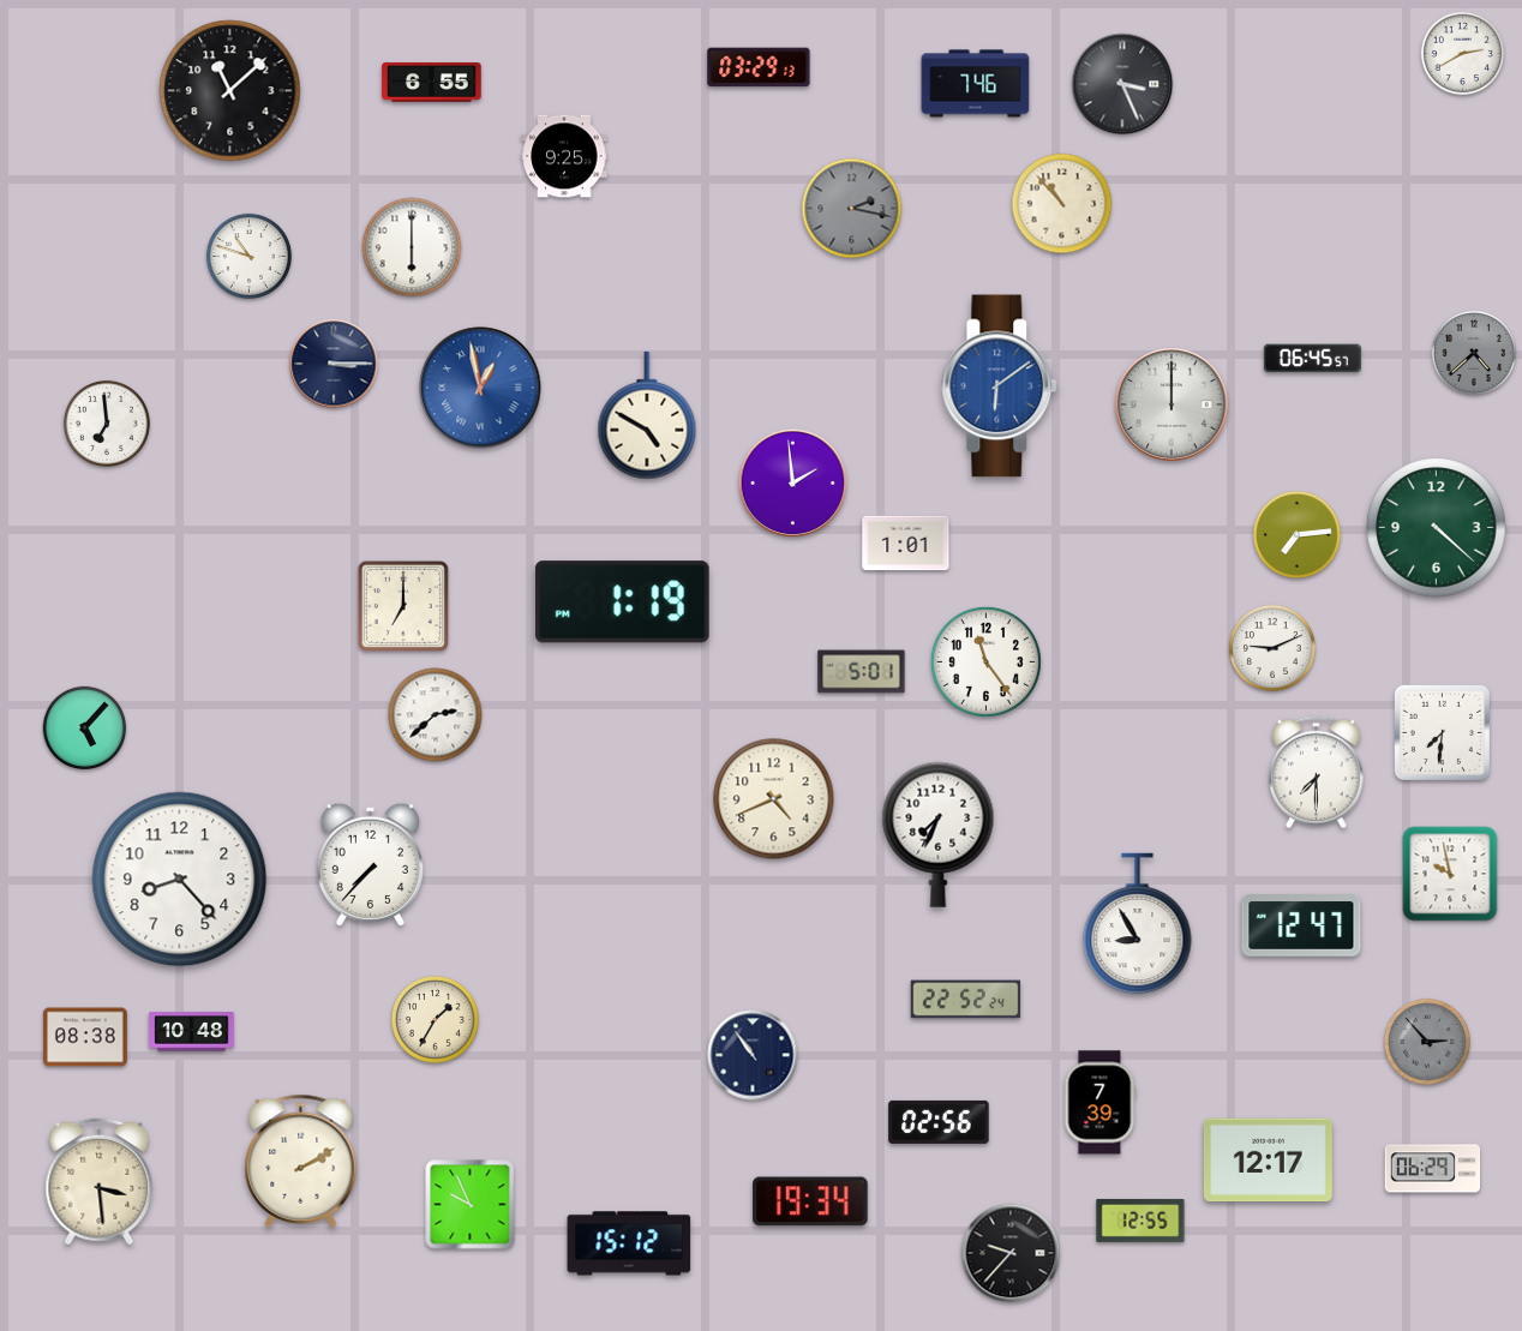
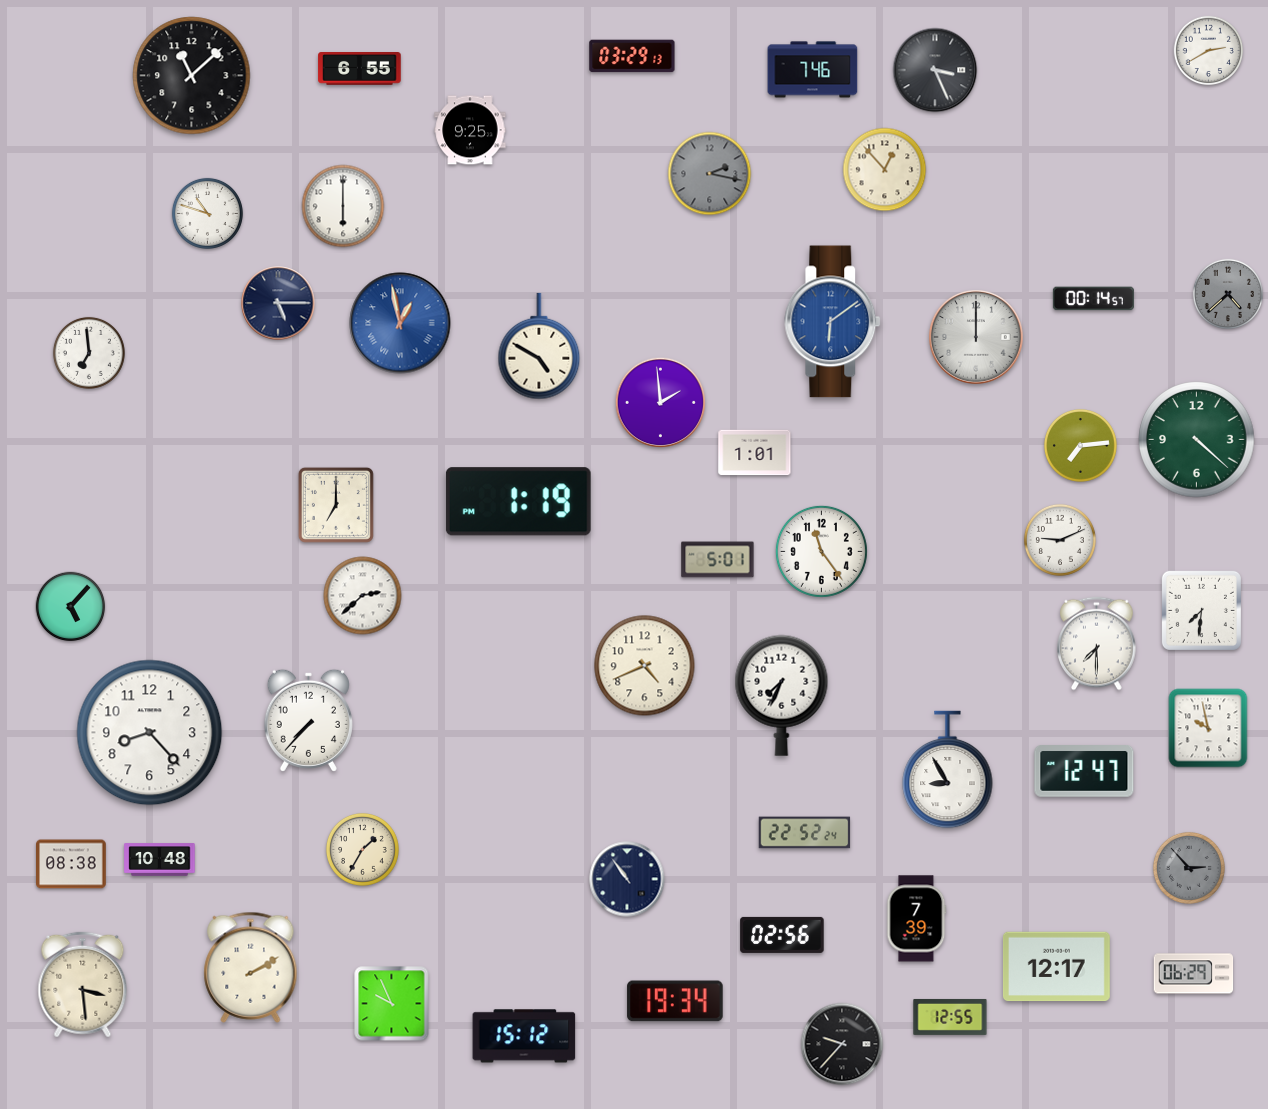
clock at (1463, 54) position: (1463, 54) -> (1209, 51)
clock at (1062, 204): 10:53 -> 12:53
clock at (1312, 359): 06:45 -> 00:14
clock at (334, 364): 3:15 -> 5:15
